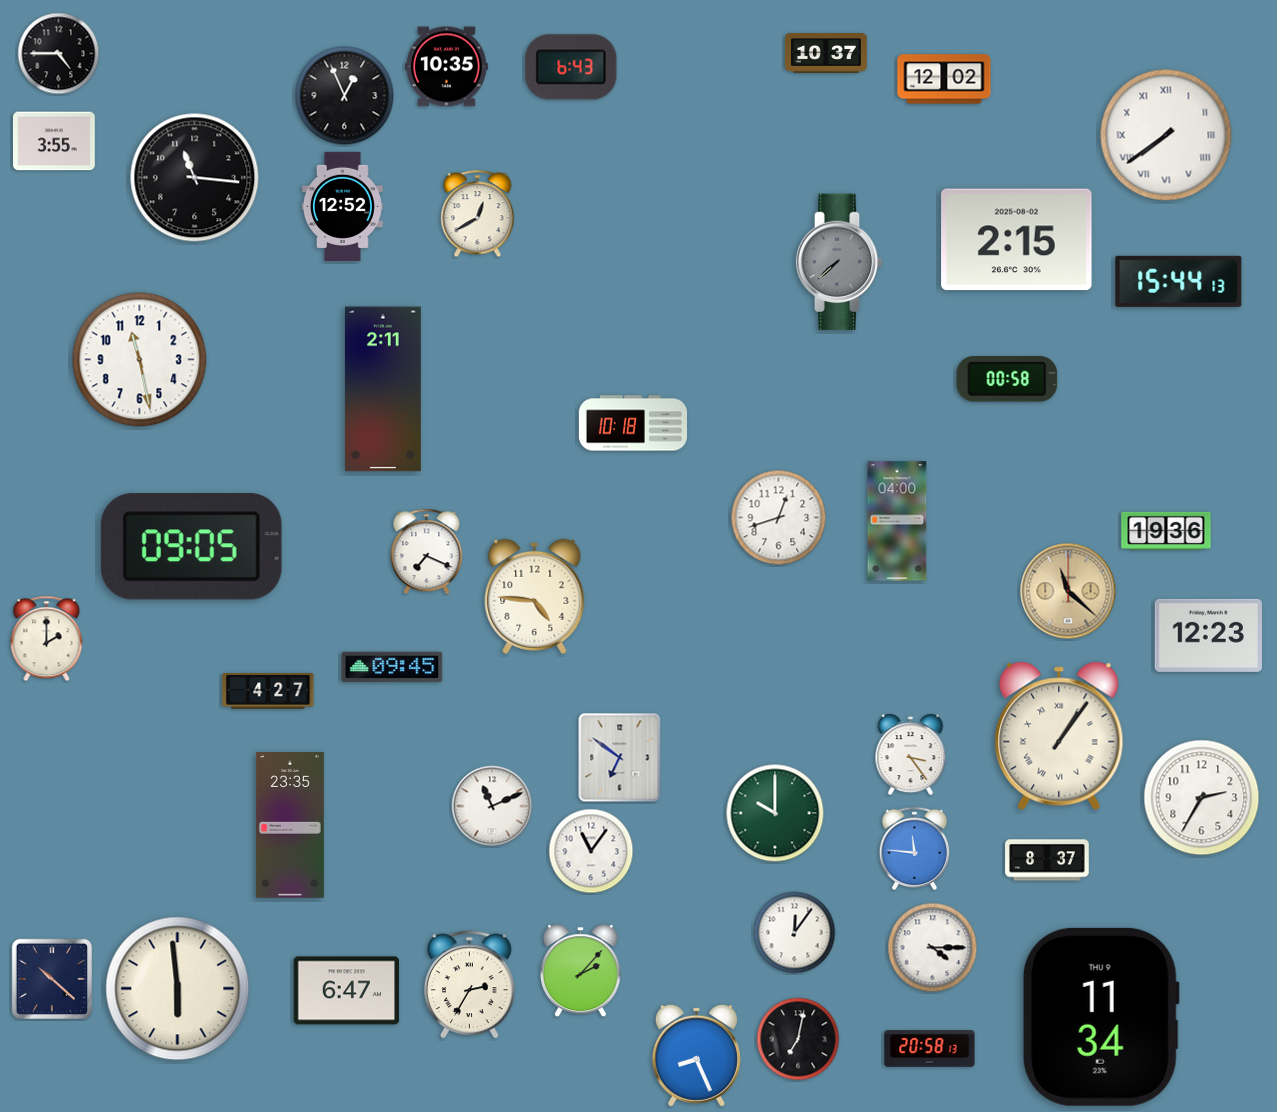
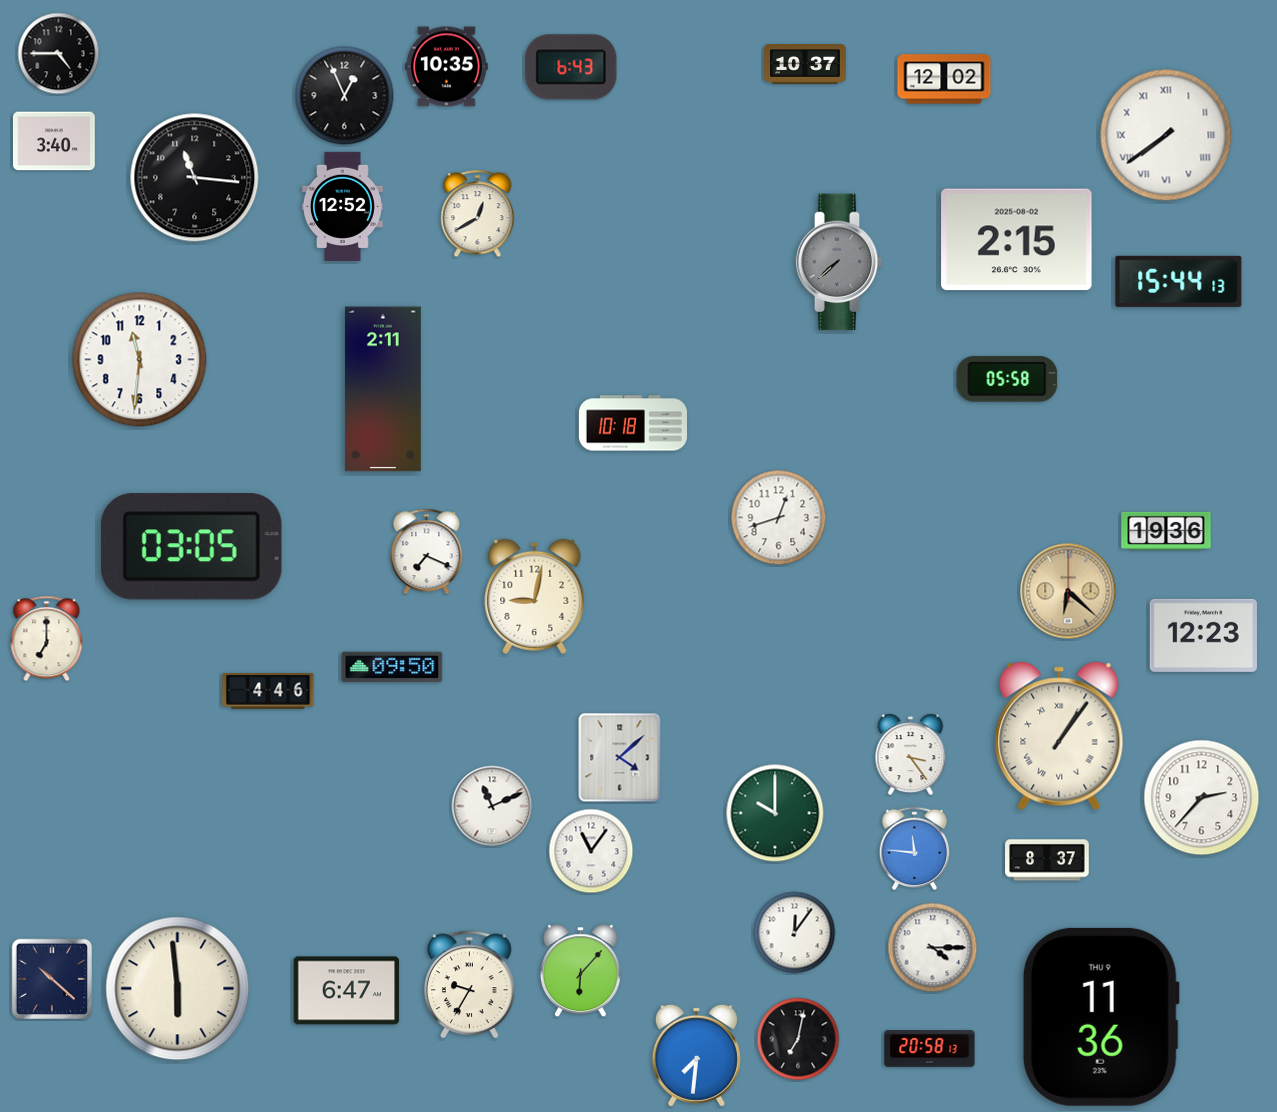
clock at (827, 53) position: (827, 53) -> (806, 64)
clock at (54, 141): 3:55 -> 3:40
clock at (140, 360): 11:28 -> 11:31
clock at (1007, 379): 00:58 -> 05:58
clock at (897, 521): 04:00 -> none
clock at (191, 547): 09:05 -> 03:05
clock at (1068, 591): 11:22 -> 6:22
clock at (535, 596): 4:46 -> 9:02
clock at (1208, 635) position: (1208, 635) -> (1203, 635)
clock at (47, 639): 2:00 -> 7:00
clock at (392, 667): 09:45 -> 09:50
clock at (268, 691): 4:27 -> 4:46
clock at (620, 758): 6:51 -> 4:08
clock at (1202, 798): 2:35 -> 2:37
clock at (290, 826): 23:35 -> none
clock at (580, 971): 2:07 -> 6:07
clock at (470, 985): 2:35 -> 9:35
clock at (1101, 1017): 11:34 -> 11:36
clock at (696, 1055): 8:26 -> 7:31
